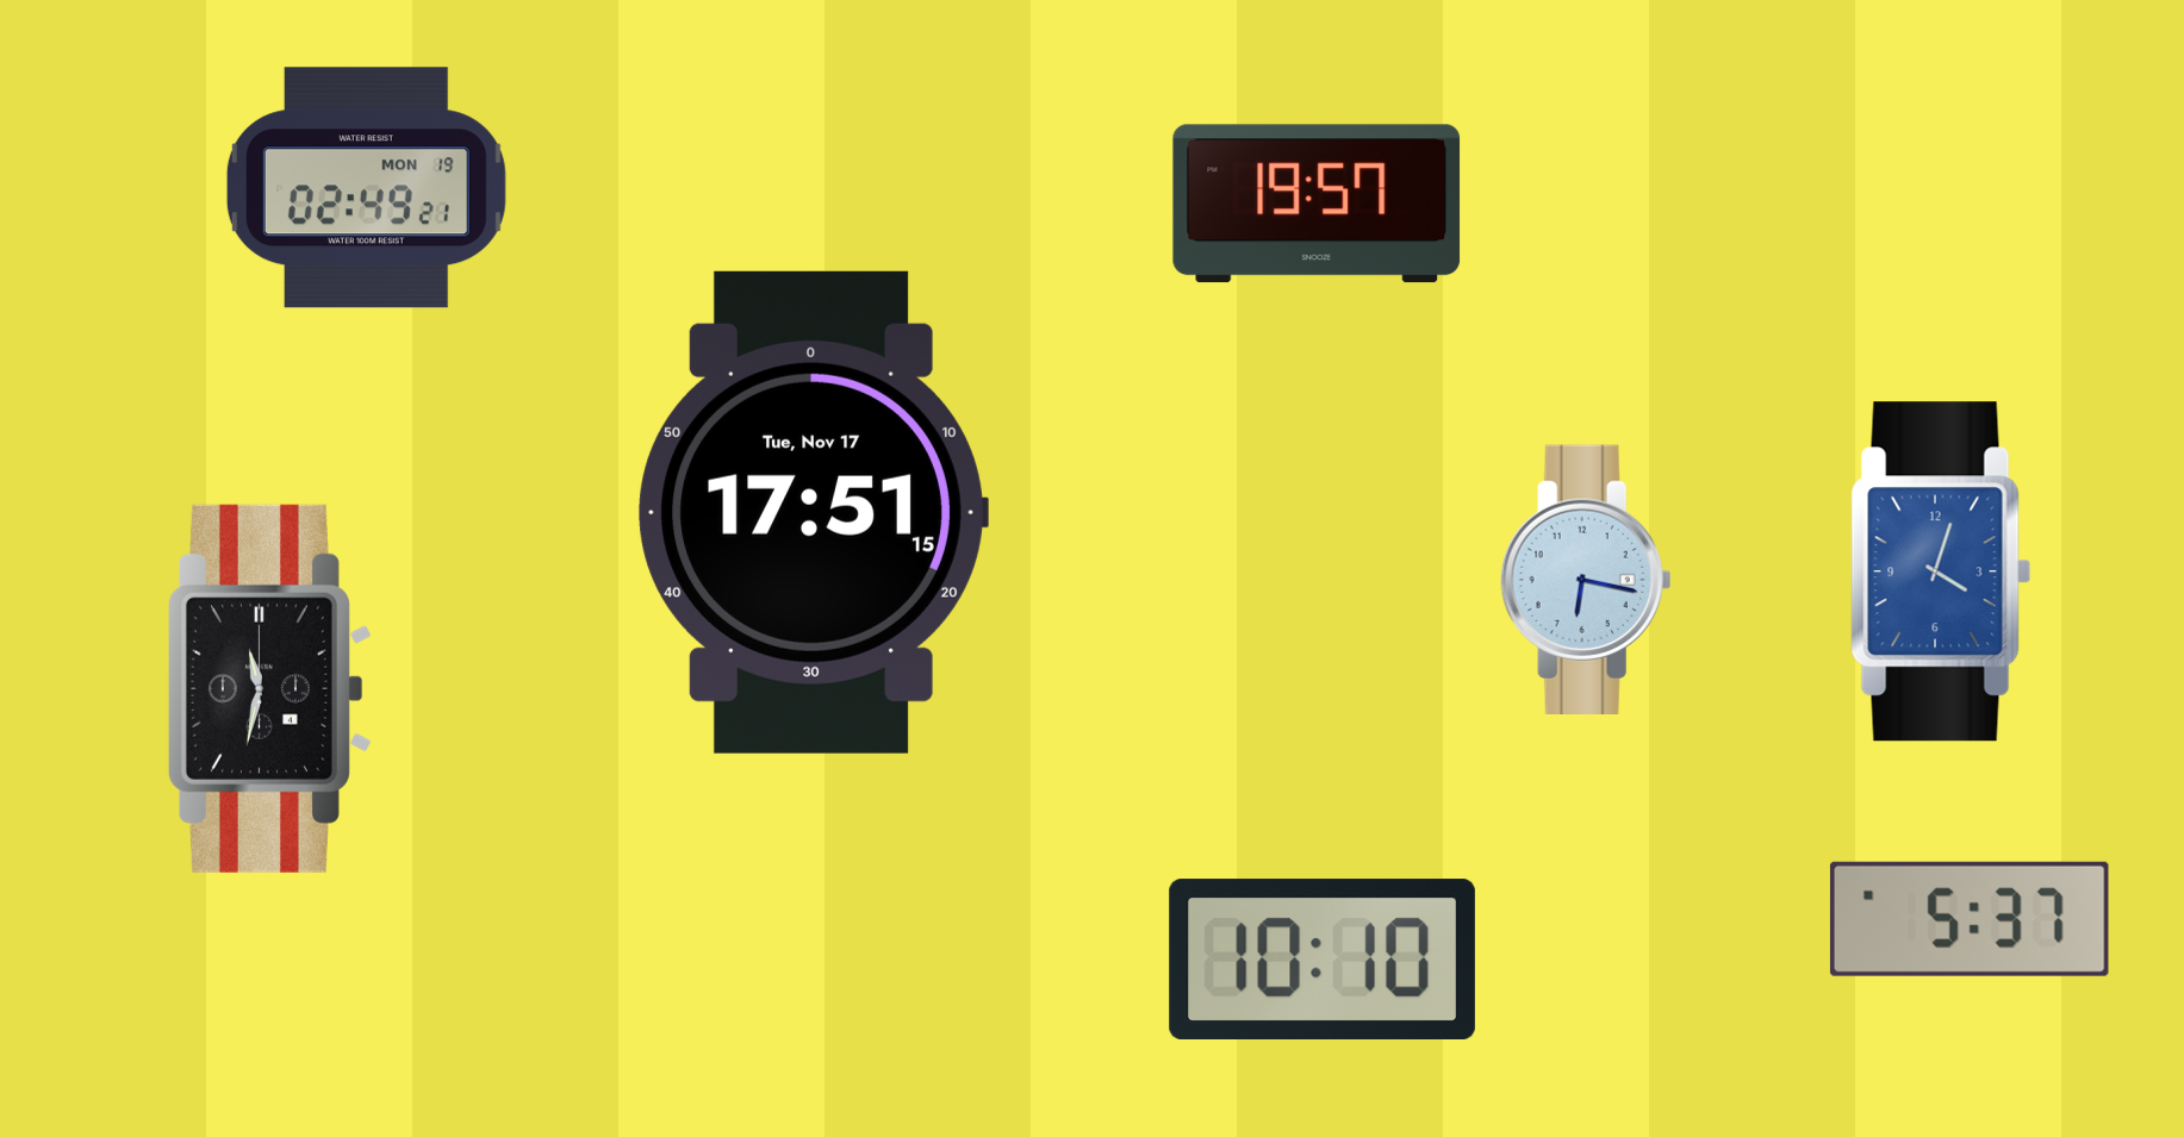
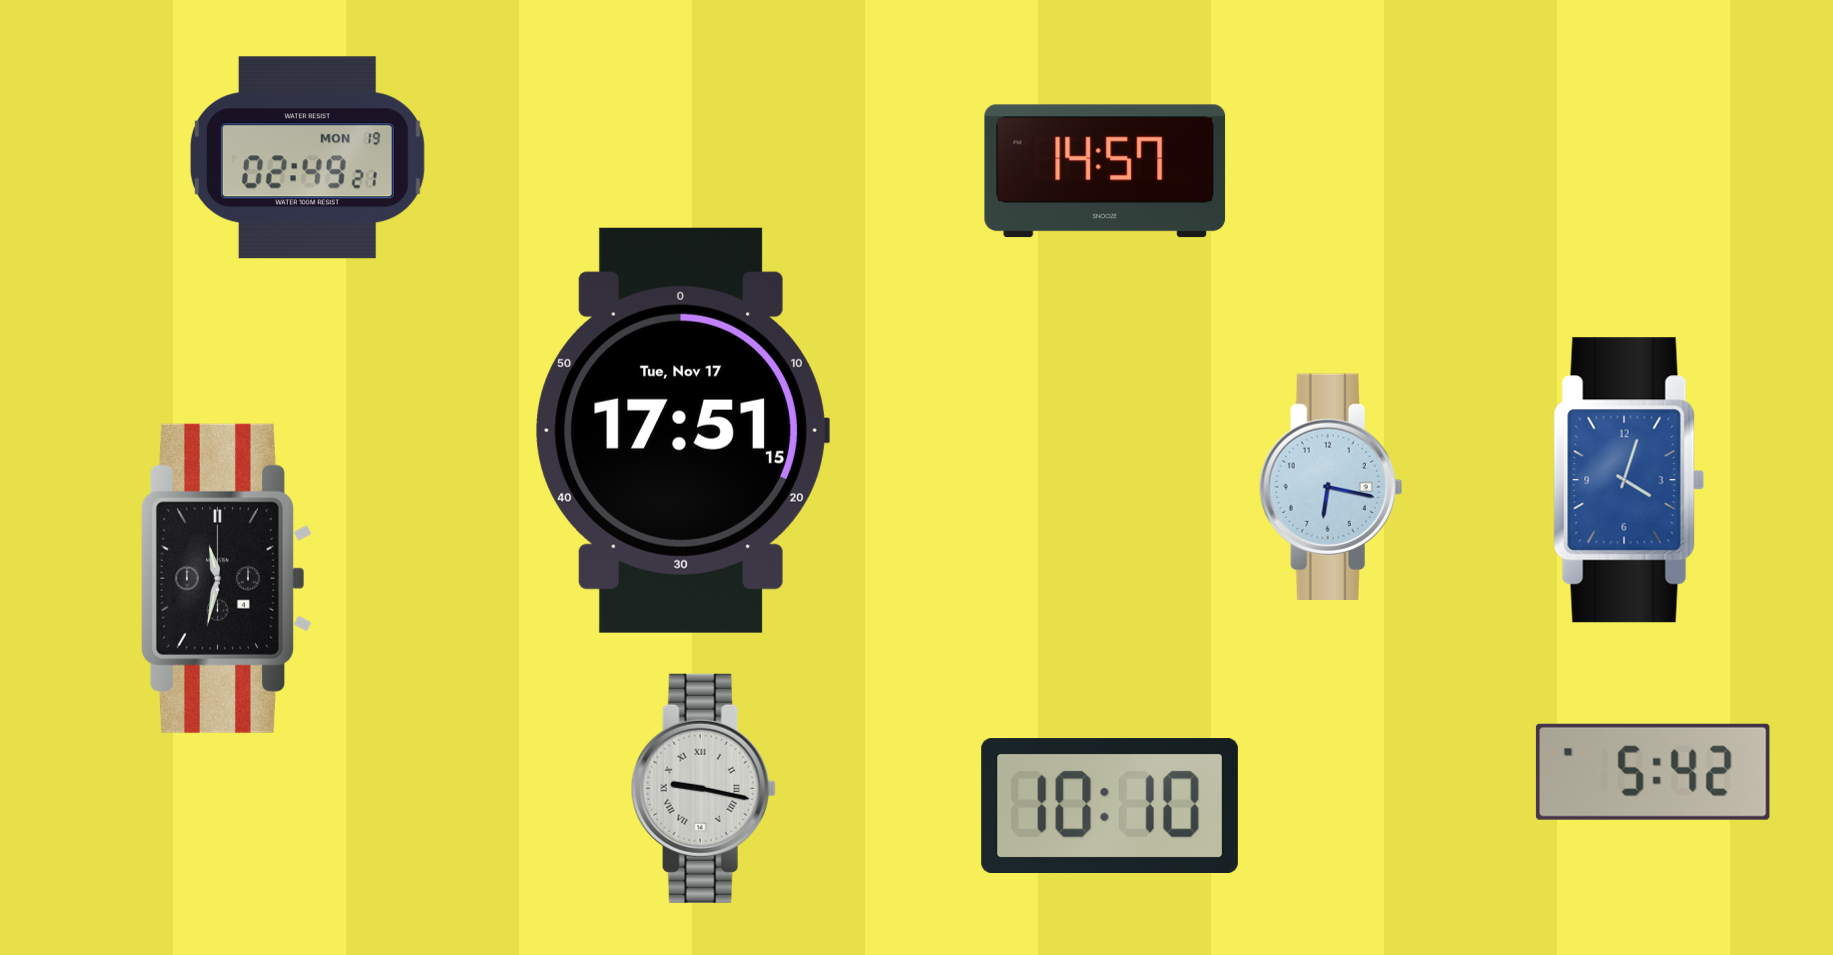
clock at (1317, 204): 19:57 -> 14:57
clock at (1970, 919): 5:37 -> 5:42
clock at (703, 788): none -> 9:17
